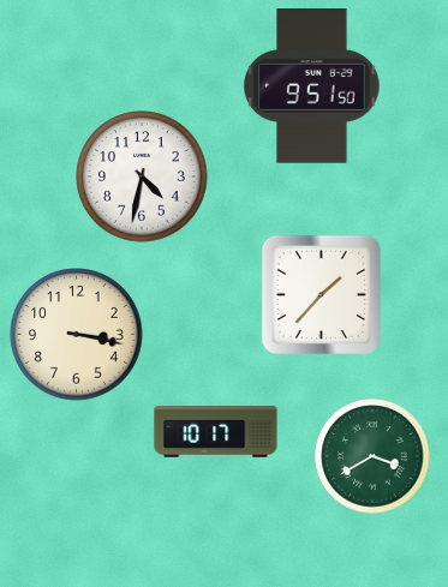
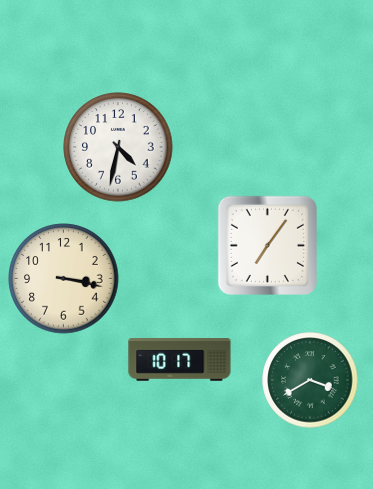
clock at (312, 86): 9:51 -> none
clock at (321, 294): 1:37 -> 7:06
